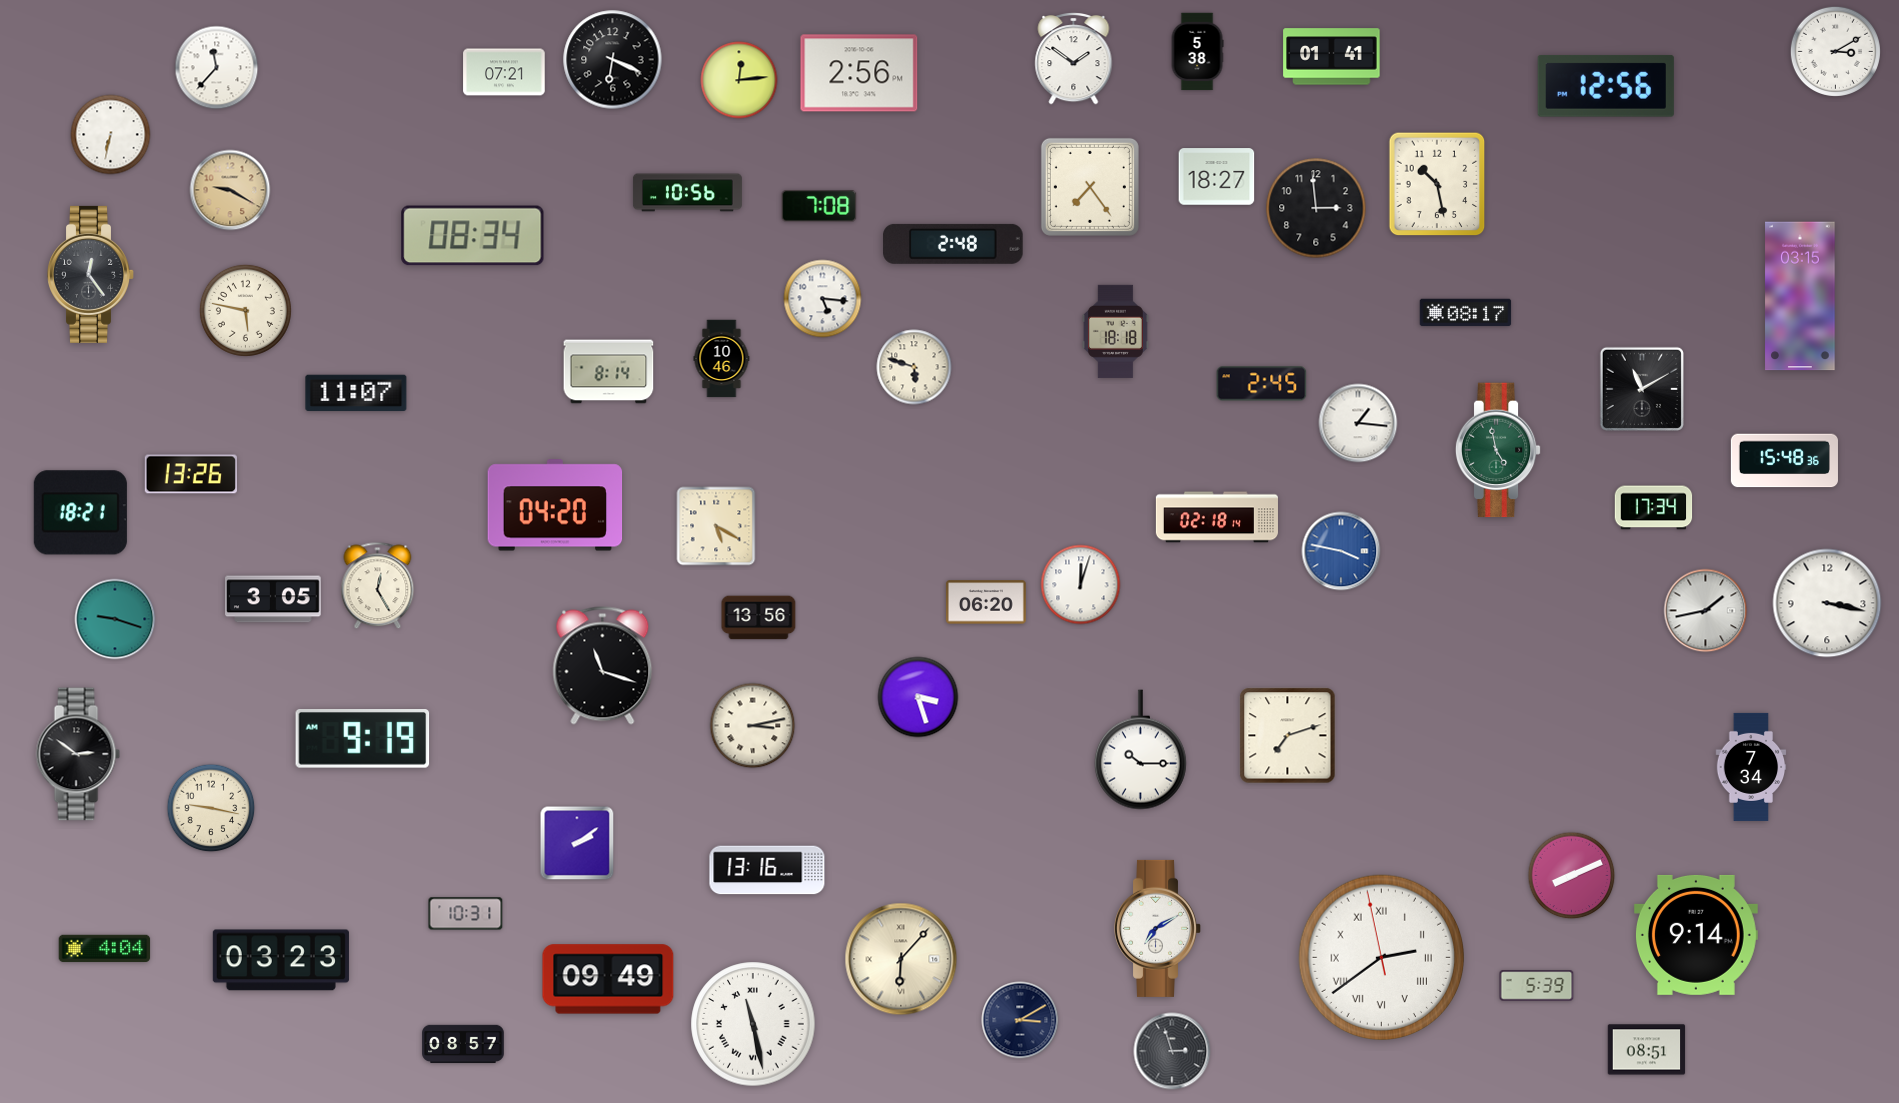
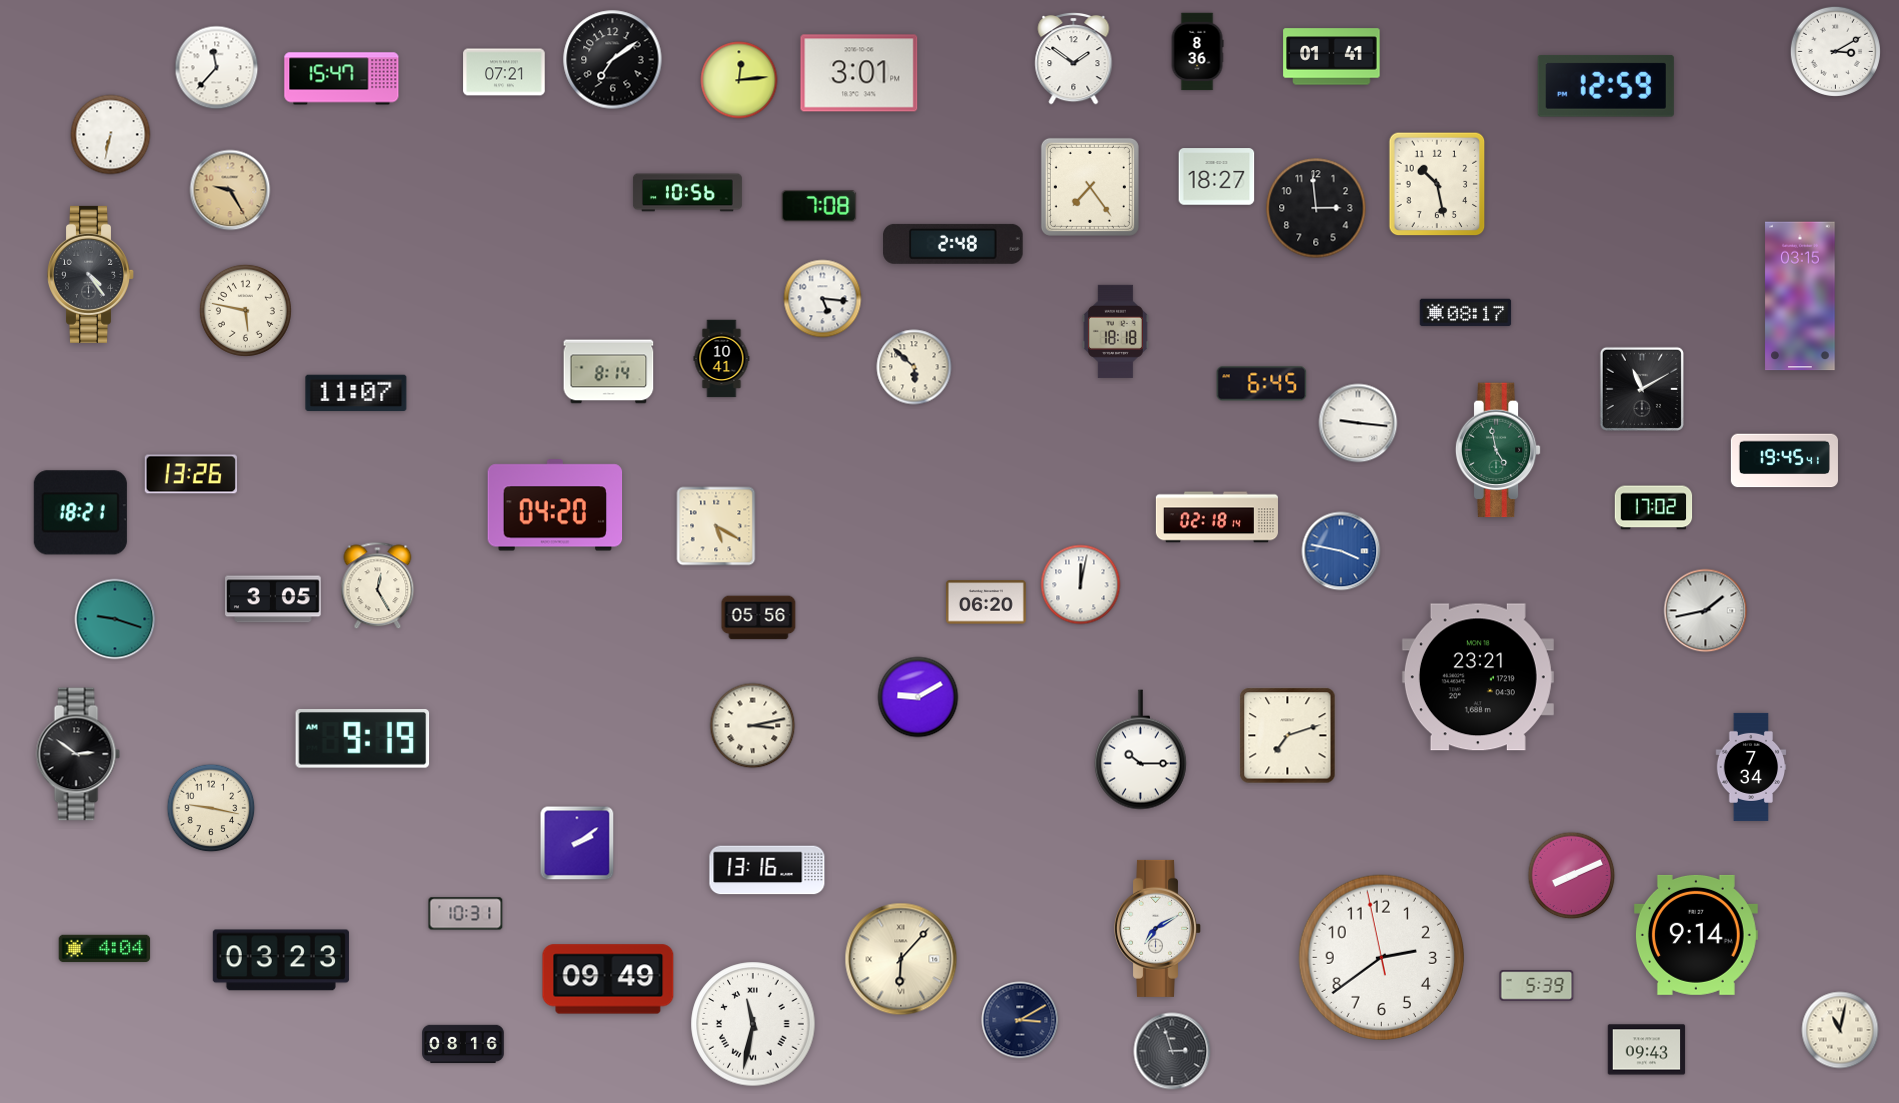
clock at (1197, 52): 5:38 -> 8:36
clock at (613, 60): 6:19 -> 7:09
clock at (859, 73): 2:56 -> 3:01
clock at (342, 79): none -> 15:47
clock at (1606, 86): 12:56 -> 12:59
clock at (230, 190): 9:20 -> 9:25
clock at (473, 236): 08:34 -> none
clock at (91, 274): 12:24 -> 4:24
clock at (722, 359): 10:46 -> 10:41
clock at (914, 367): 5:48 -> 5:52
clock at (1262, 384): 2:45 -> 6:45
clock at (1358, 423): 1:16 -> 9:16
clock at (1784, 461): 15:48 -> 19:45
clock at (1654, 508): 17:34 -> 17:02
clock at (1081, 585): 12:03 -> 12:02
clock at (1827, 603): 3:17 -> none
clock at (759, 618): 13:56 -> 05:56
clock at (603, 666): 11:18 -> none
clock at (1478, 677): none -> 23:21
clock at (918, 697): 3:27 -> 9:10
clock at (1381, 957) numerals: Roman -> Arabic
clock at (753, 1024): 11:28 -> 11:32
clock at (1840, 1030): none -> 11:02
clock at (463, 1044): 08:57 -> 08:16
clock at (1647, 1050): 08:51 -> 09:43
